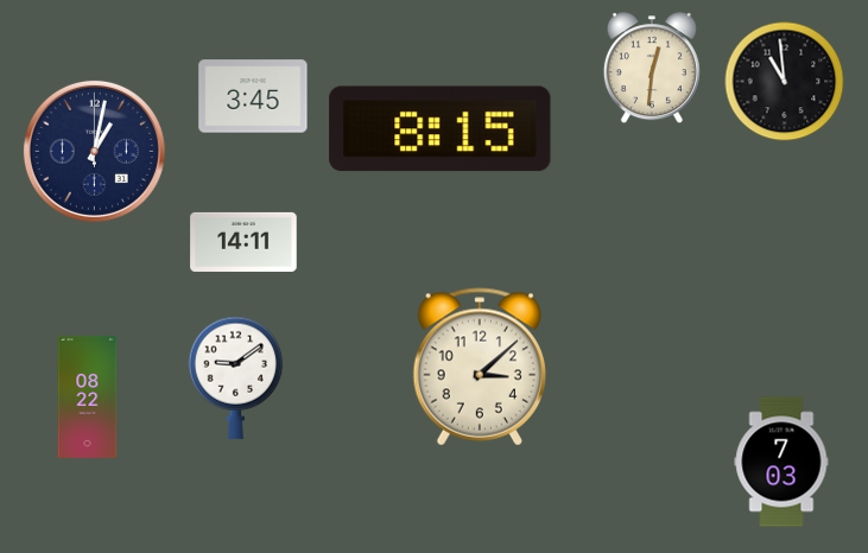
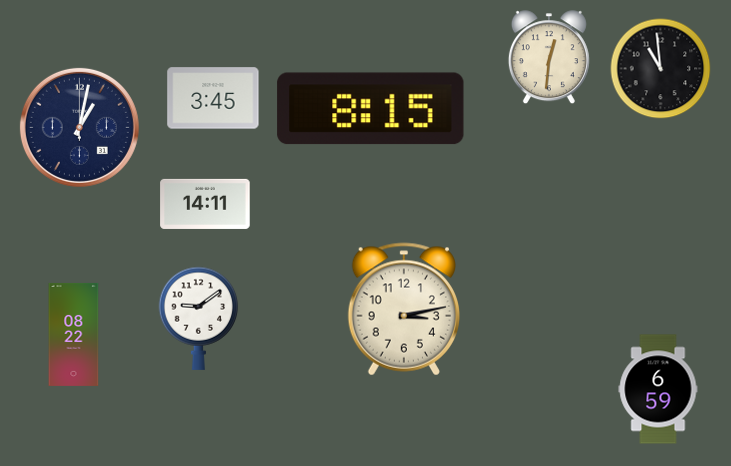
clock at (253, 96) position: (253, 96) -> (213, 98)
clock at (480, 367): 3:08 -> 3:13
clock at (781, 462): 7:03 -> 6:59
